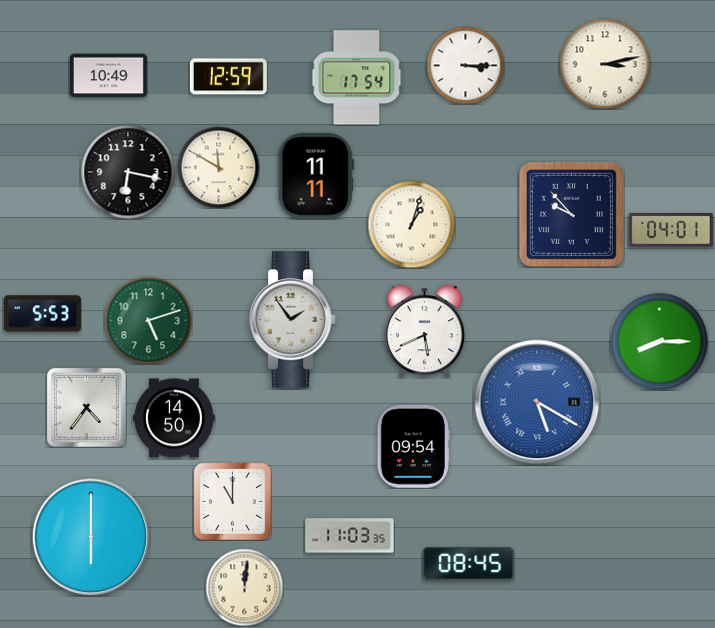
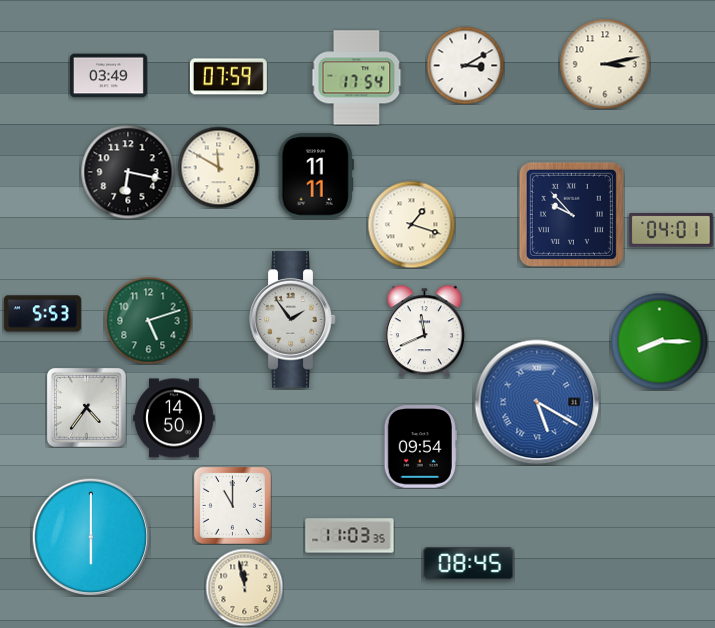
clock at (465, 65): 3:15 -> 3:10
clock at (108, 76): 10:49 -> 03:49
clock at (228, 77): 12:59 -> 07:59
clock at (411, 224): 1:03 -> 1:18
clock at (424, 331): 5:41 -> 11:41
clock at (413, 447) position: (413, 447) -> (420, 447)
clock at (232, 501) position: (232, 501) -> (232, 505)
clock at (244, 587): 12:01 -> 11:58
